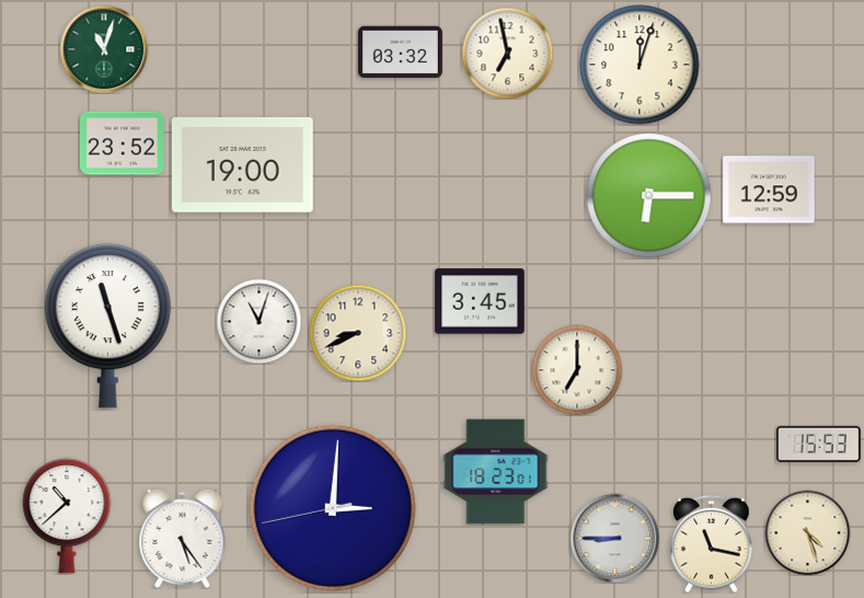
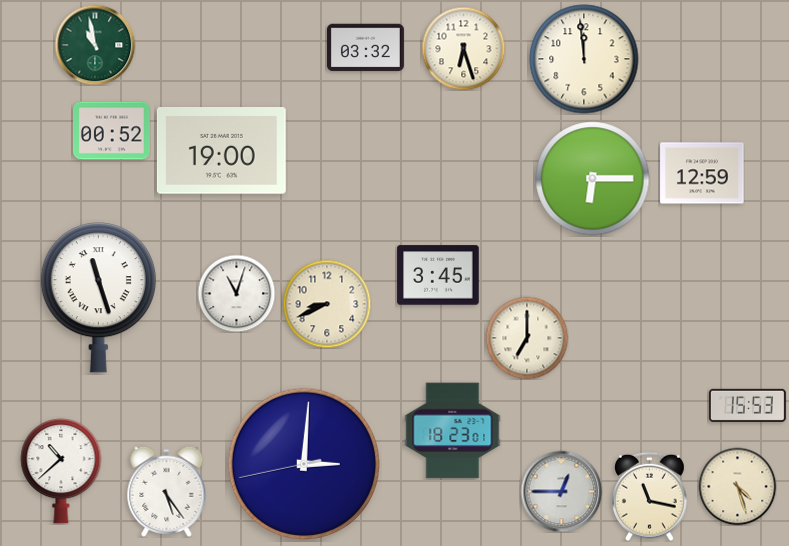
clock at (104, 49): 11:03 -> 10:58
clock at (507, 53): 6:58 -> 6:27
clock at (640, 65): 12:03 -> 11:59
clock at (122, 143): 23:52 -> 00:52
clock at (614, 538): 8:45 -> 12:45
